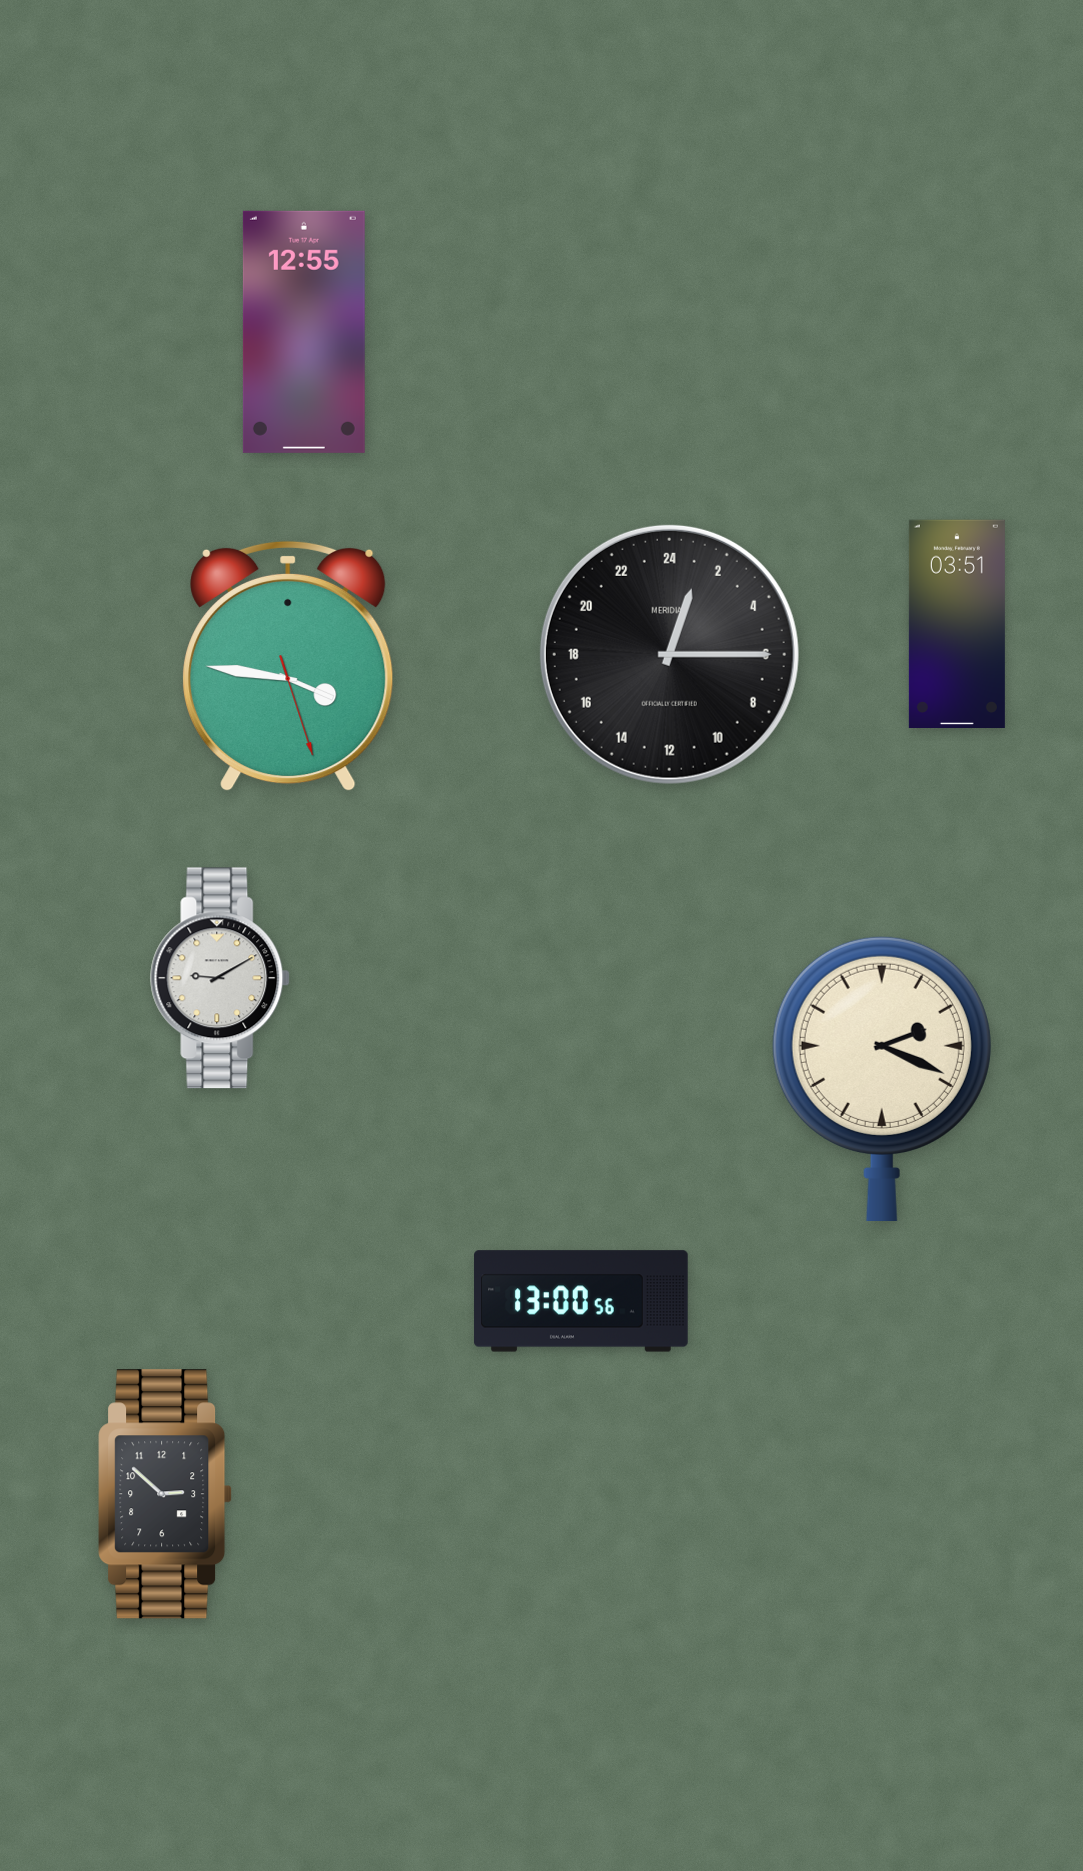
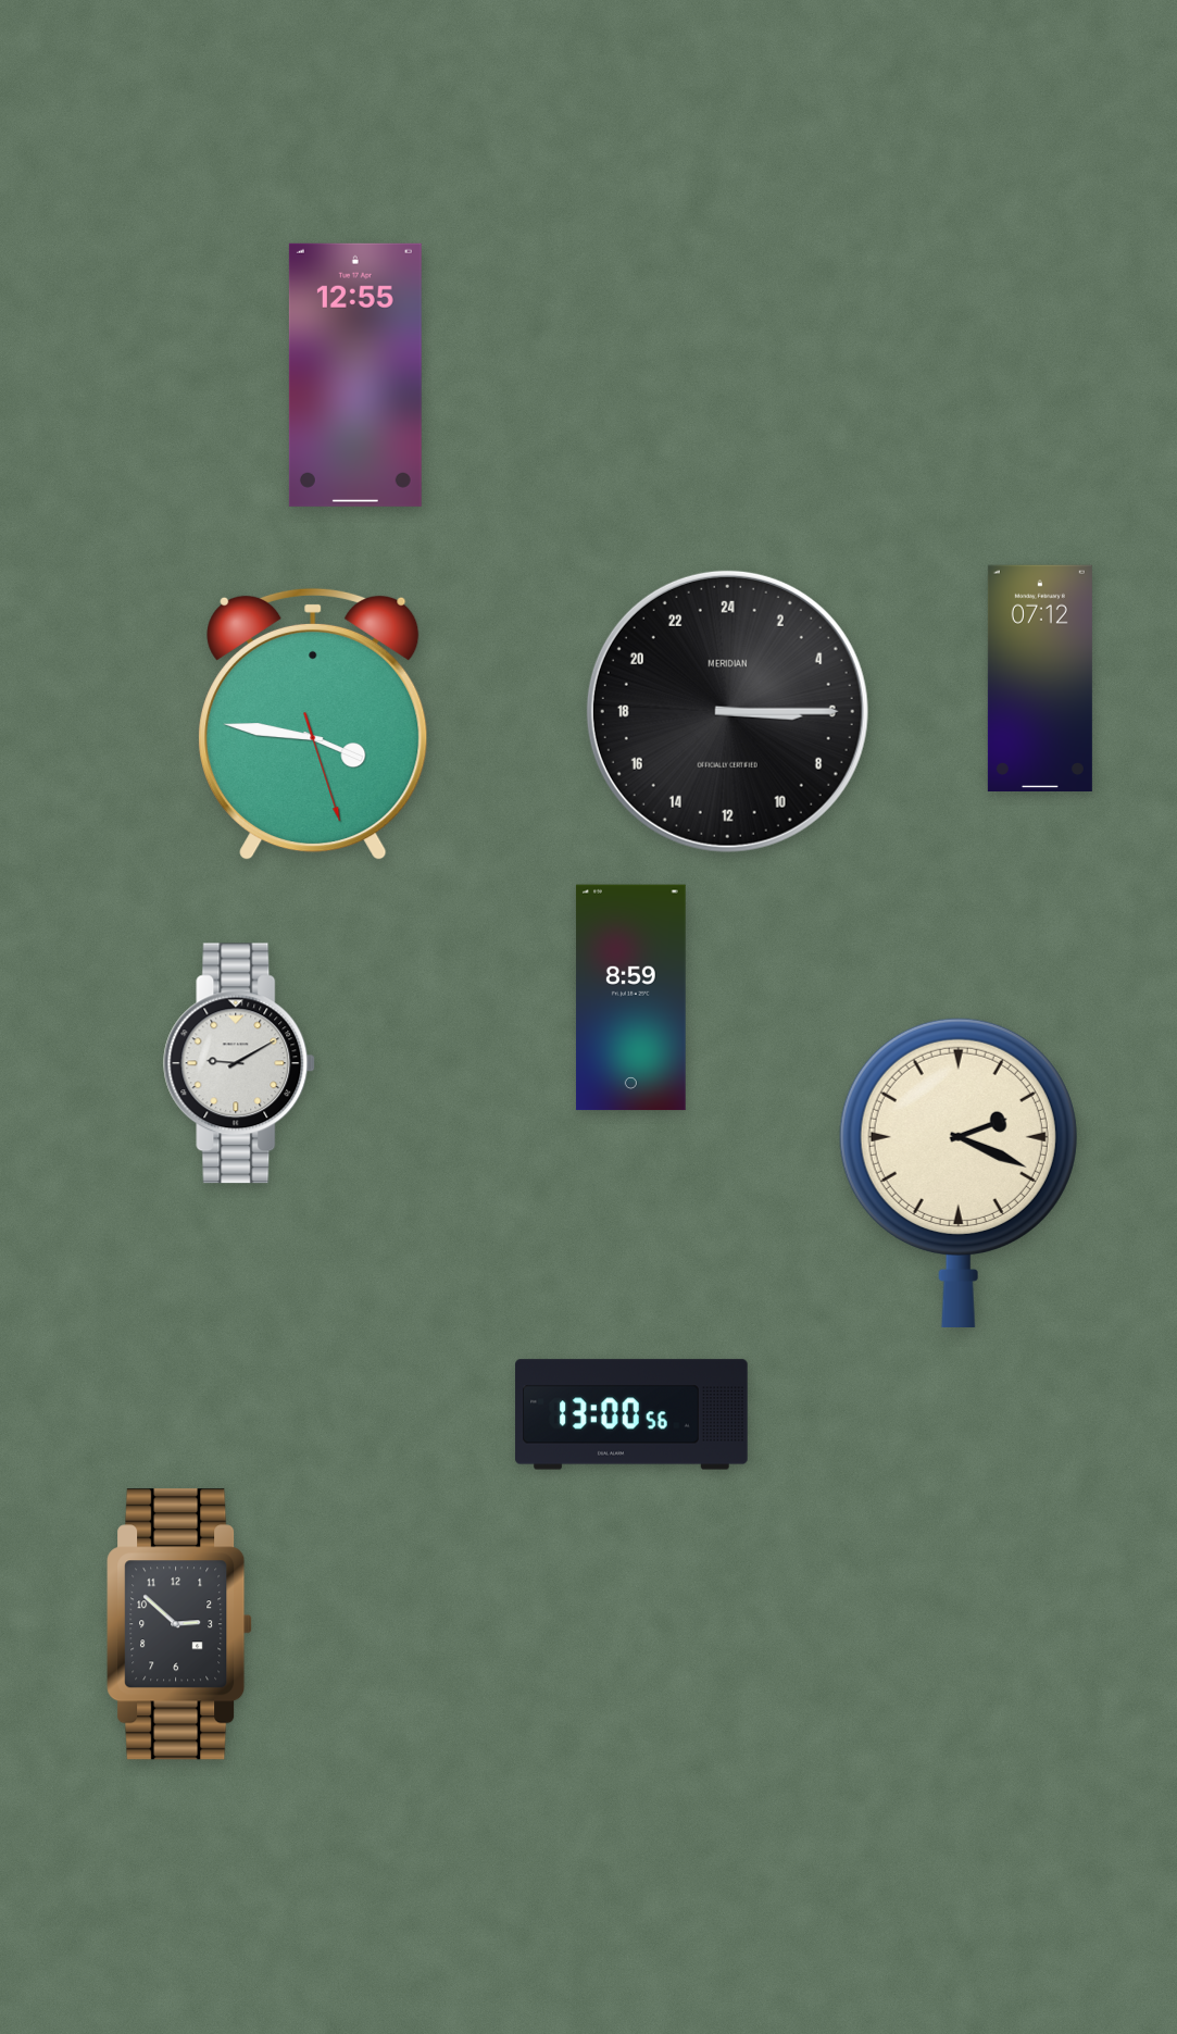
clock at (304, 332) position: (304, 332) -> (355, 375)
clock at (957, 623): 03:51 -> 07:12
clock at (669, 654): 1:15 -> 6:15
clock at (631, 998): none -> 8:59
